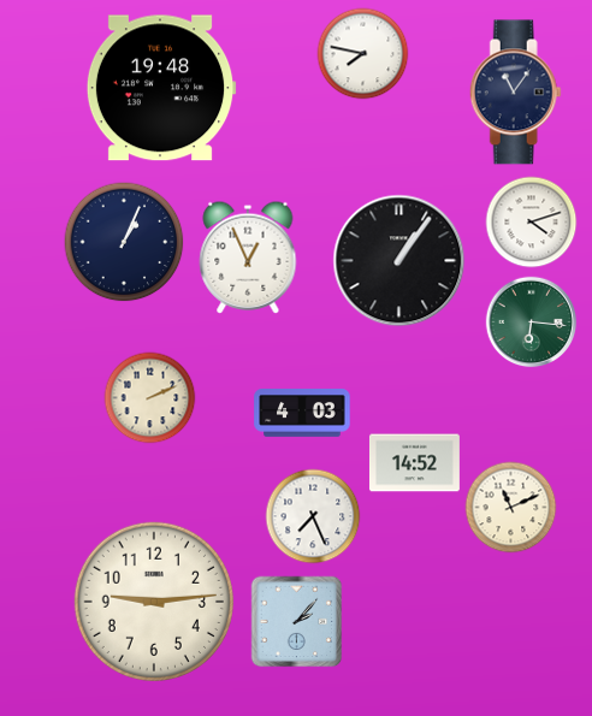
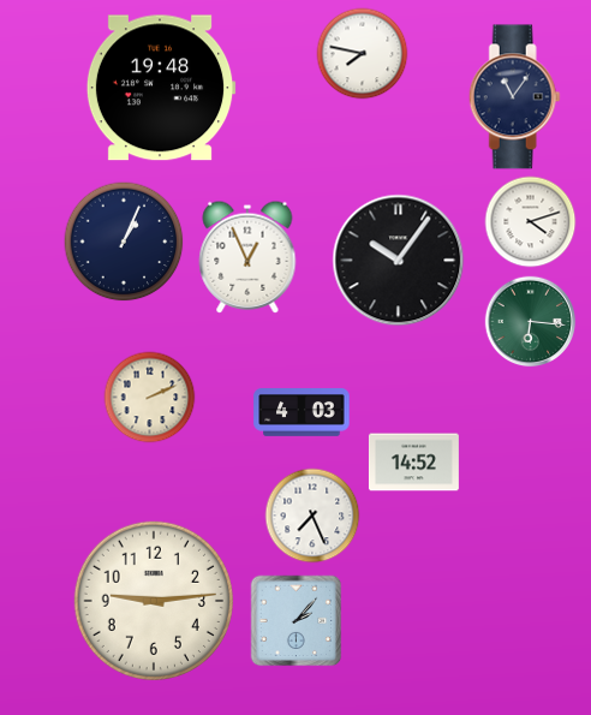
clock at (515, 93) position: (515, 93) -> (514, 97)
clock at (399, 261): 1:06 -> 10:06
clock at (511, 508): 11:11 -> none
